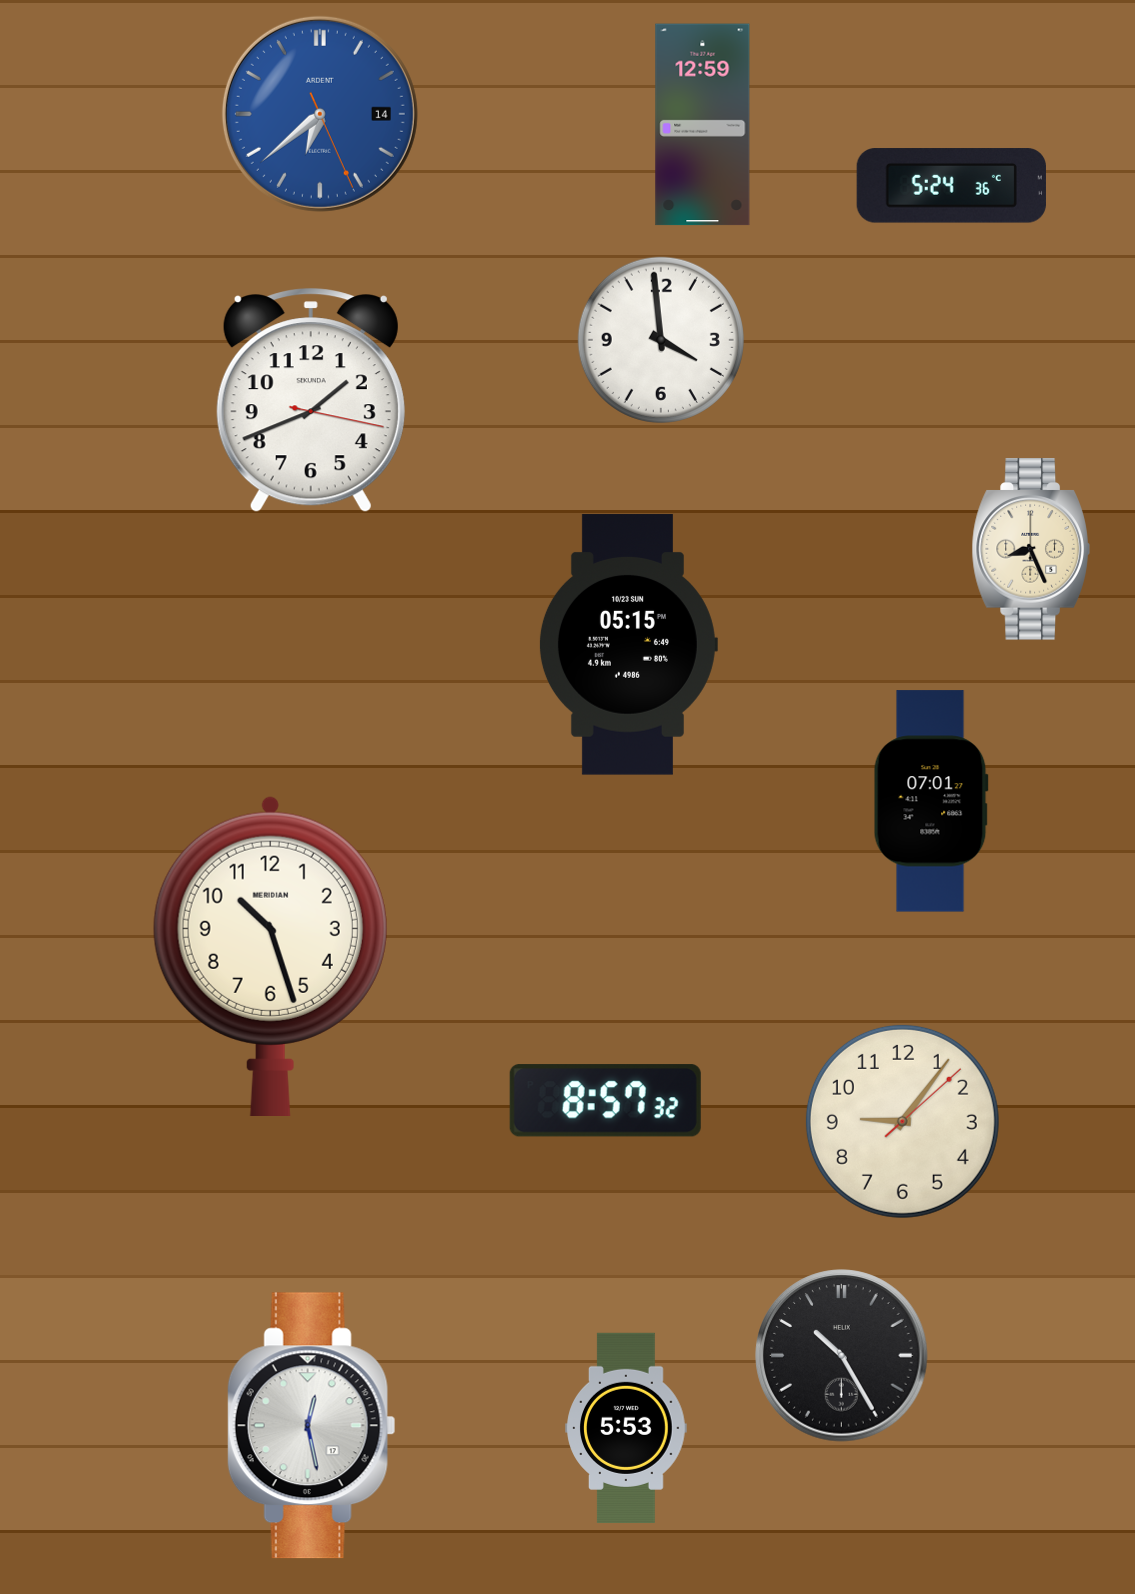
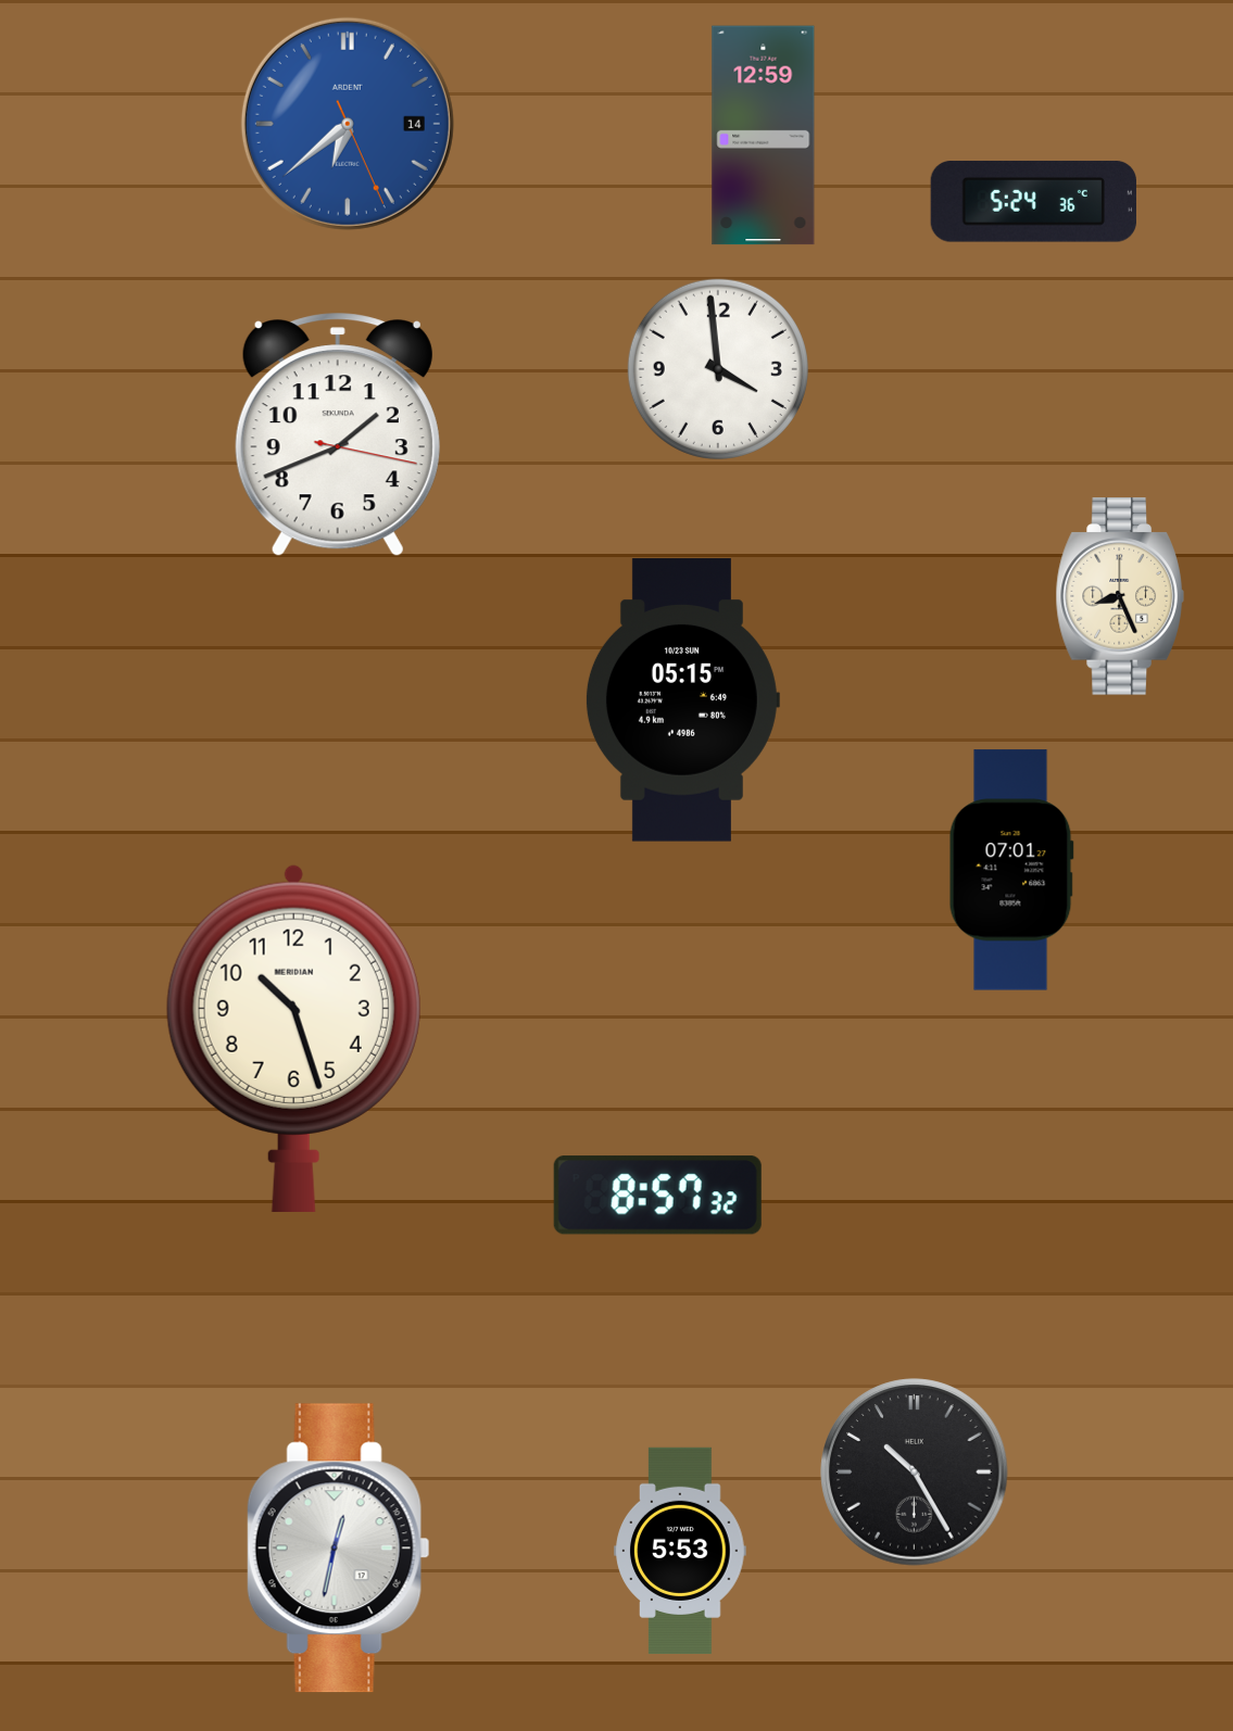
clock at (902, 1121): 9:06 -> none
clock at (311, 1426): 12:28 -> 12:32
